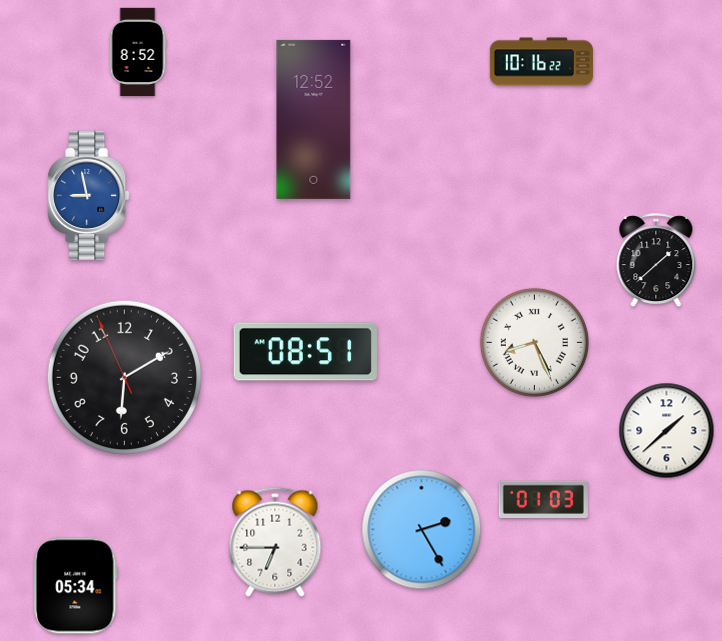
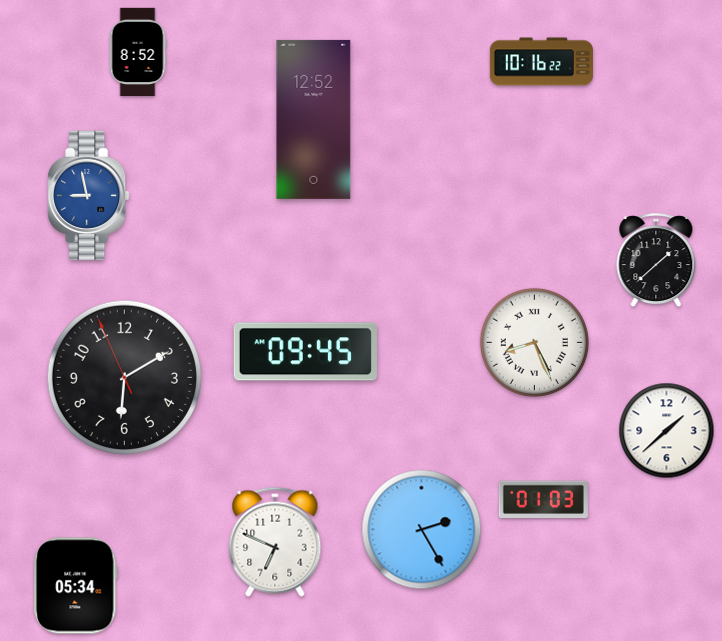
clock at (305, 352): 08:51 -> 09:45
clock at (275, 542): 6:45 -> 6:49
